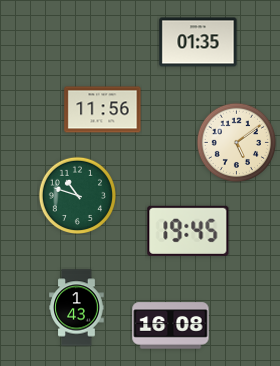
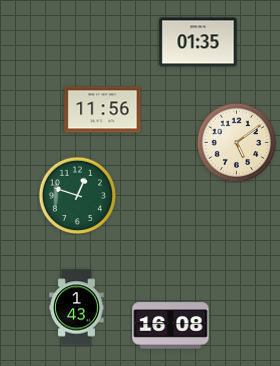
clock at (77, 195): 10:48 -> 12:48
clock at (188, 231): 19:45 -> none
